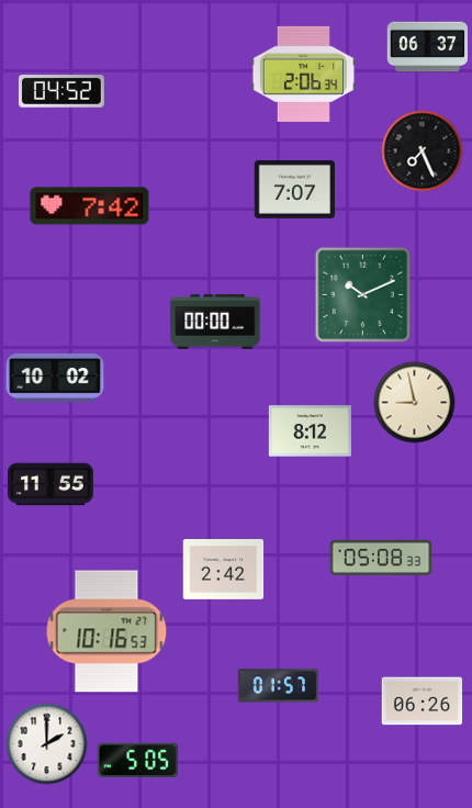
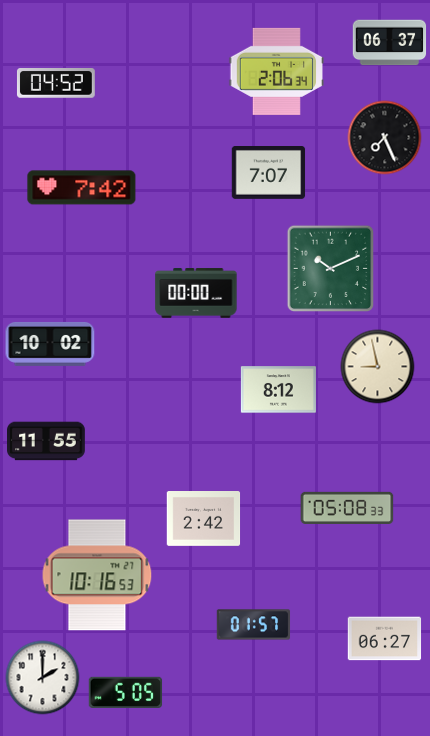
clock at (303, 74) position: (303, 74) -> (276, 71)
clock at (310, 431) position: (310, 431) -> (278, 390)
clock at (423, 702): 06:26 -> 06:27
